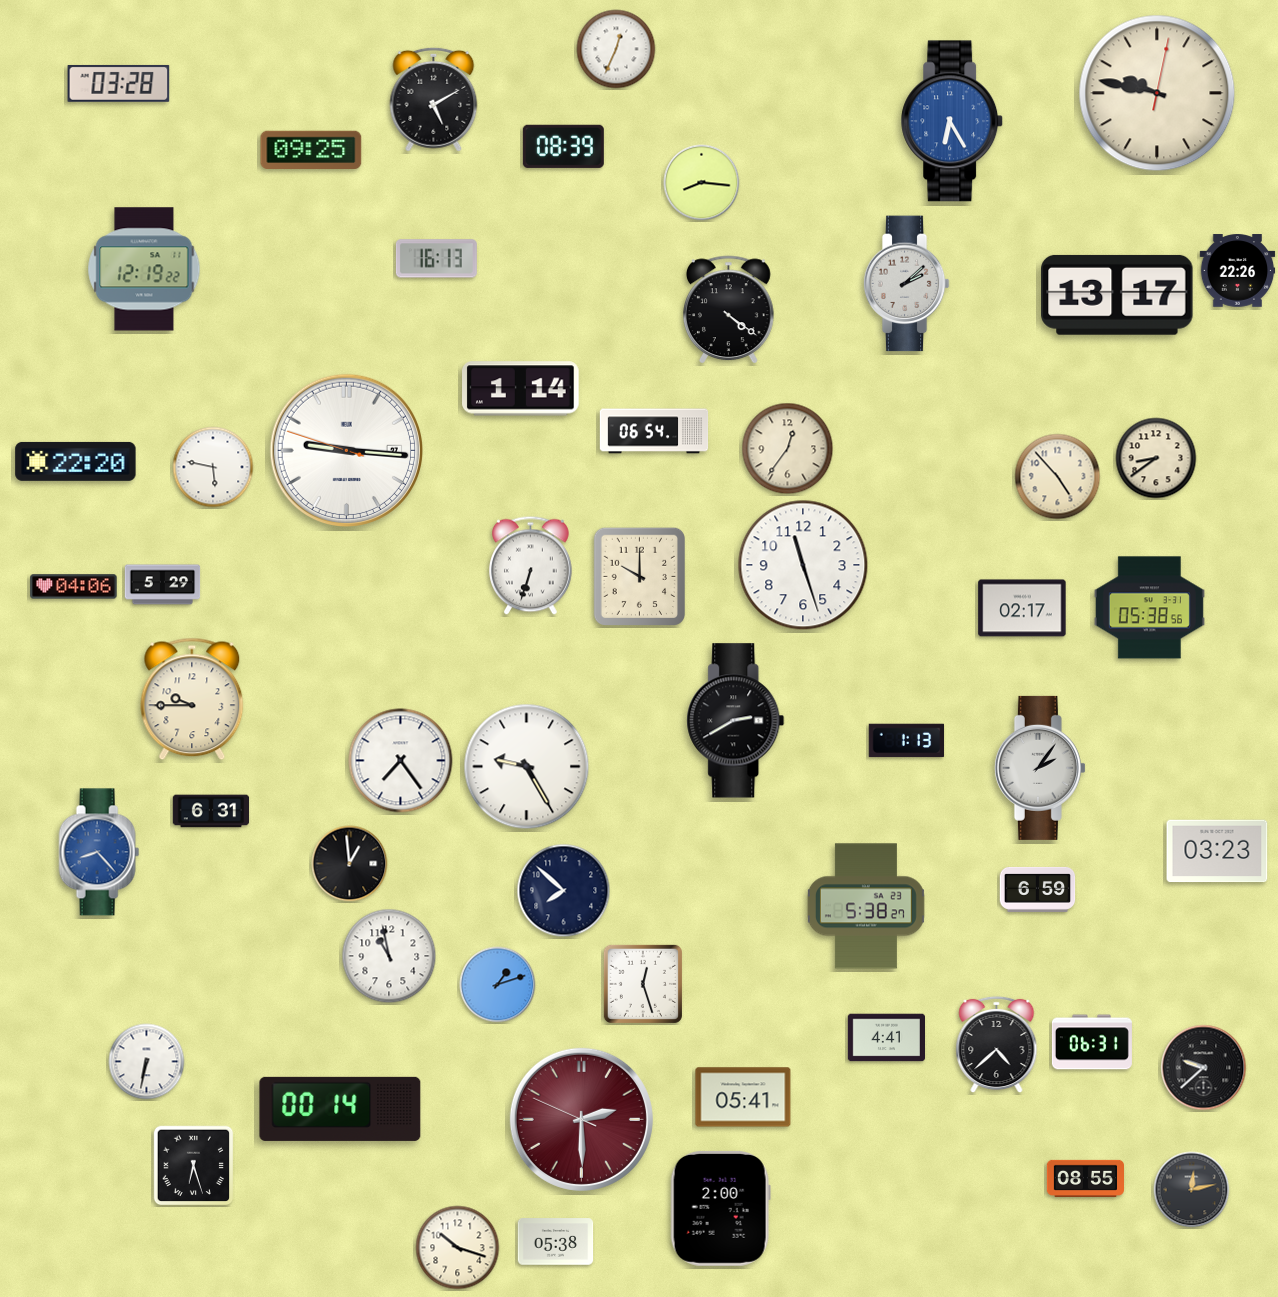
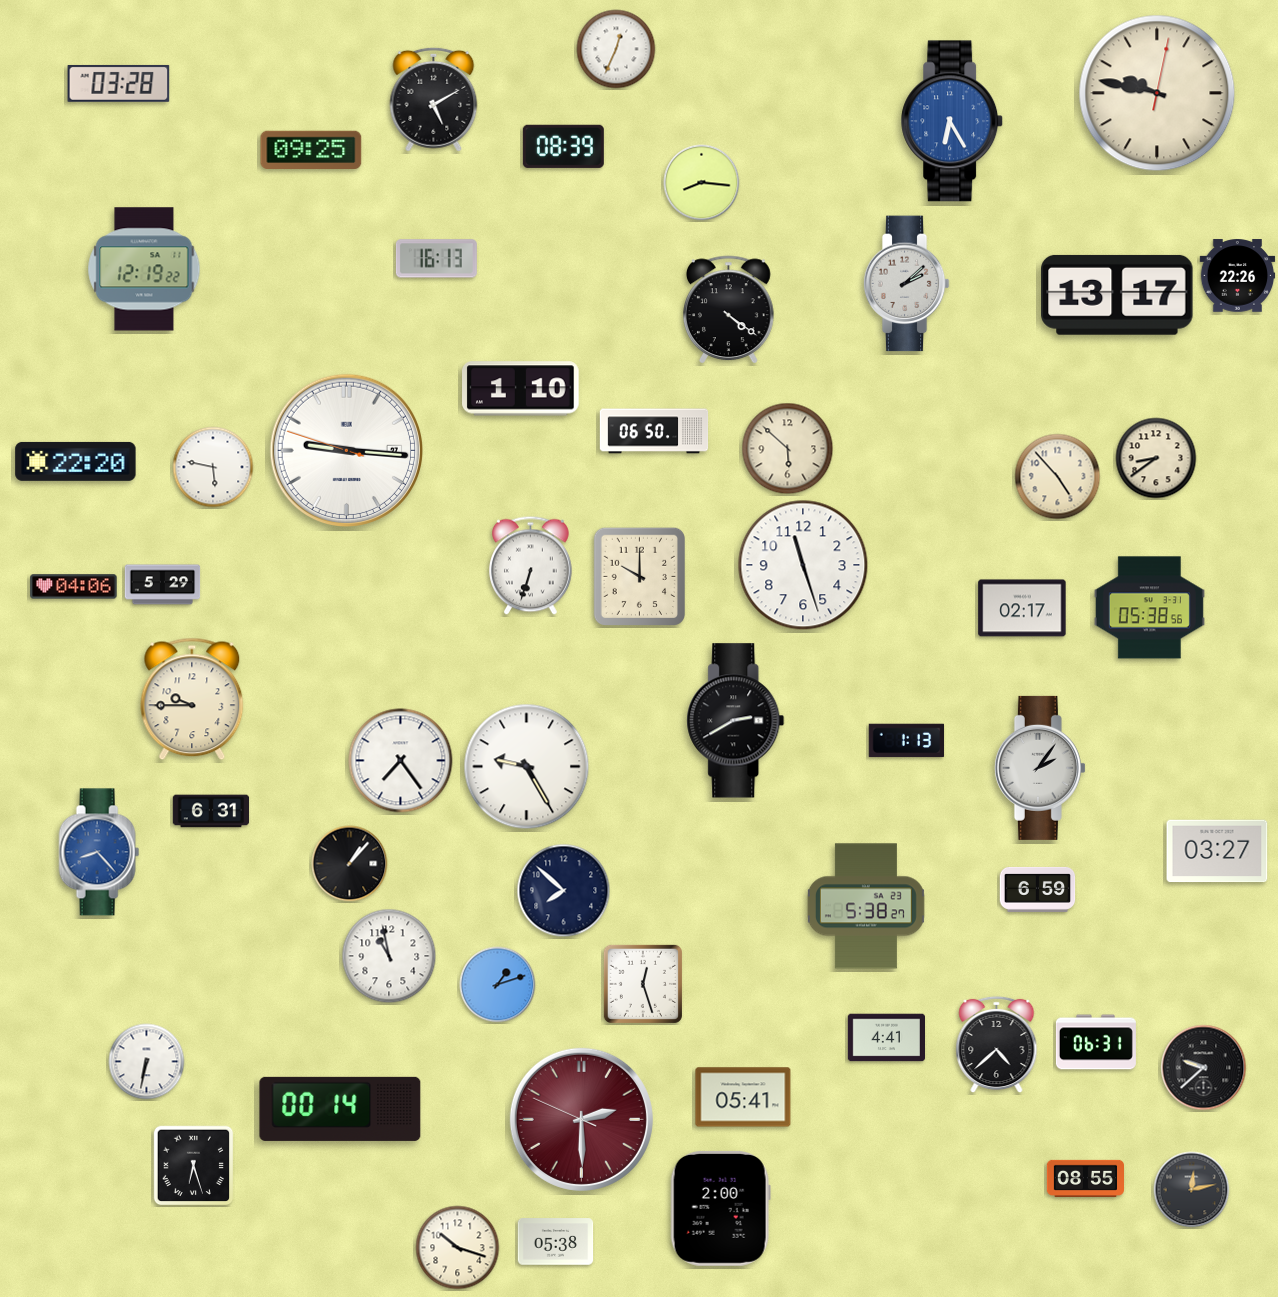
clock at (1238, 271) position: (1238, 271) -> (1238, 276)
clock at (521, 389): 1:14 -> 1:10
clock at (654, 431): 06:54 -> 06:50
clock at (788, 449): 12:36 -> 5:52
clock at (1217, 851): 03:23 -> 03:27
clock at (350, 864): 12:59 -> 1:07
clock at (1092, 1042) position: (1092, 1042) -> (1096, 1042)
